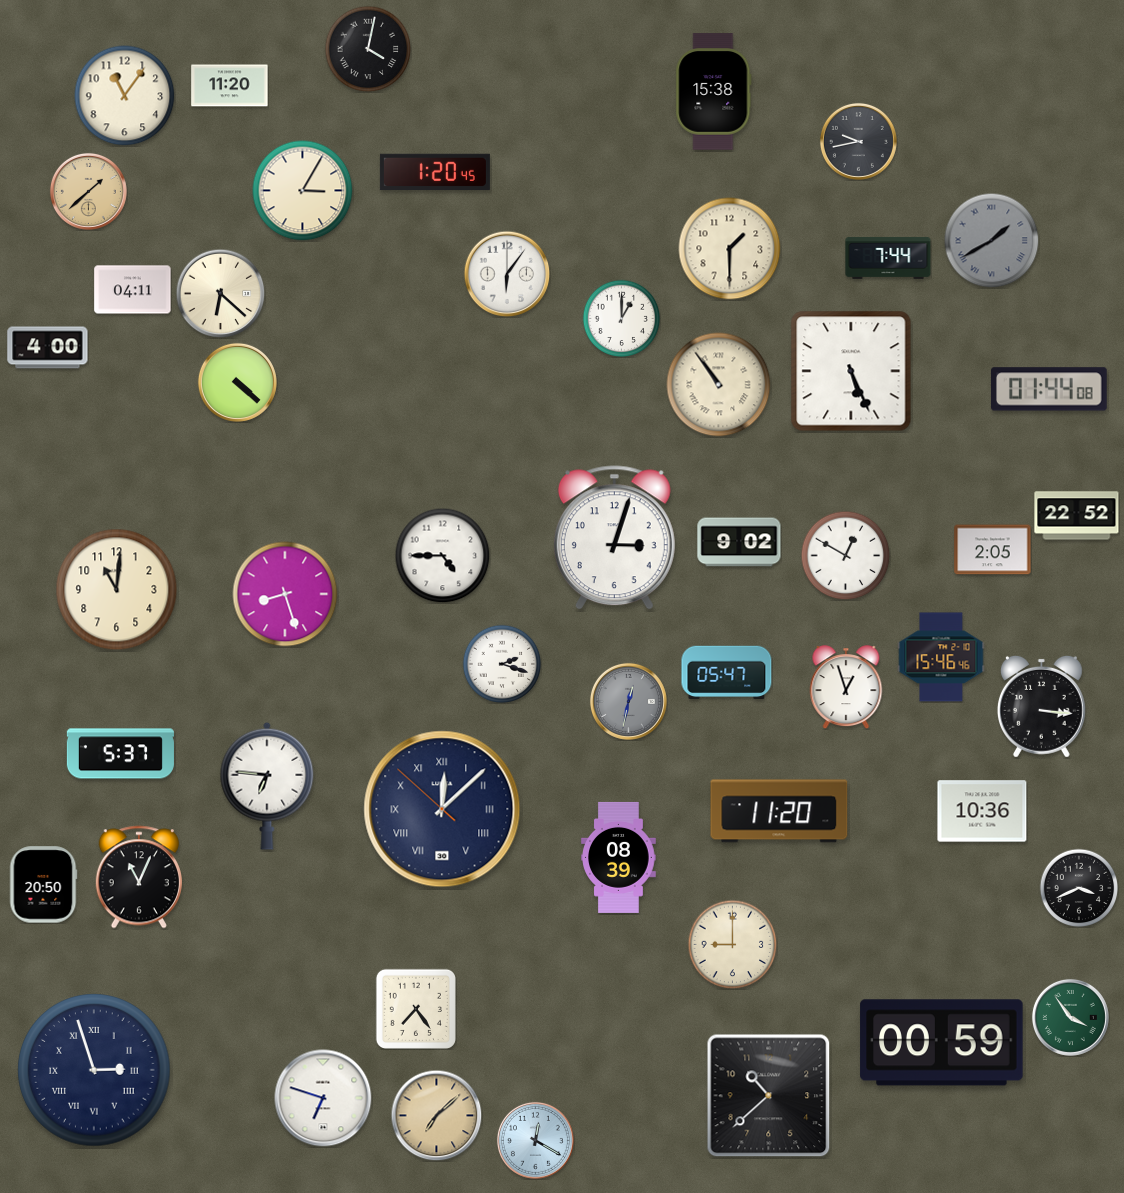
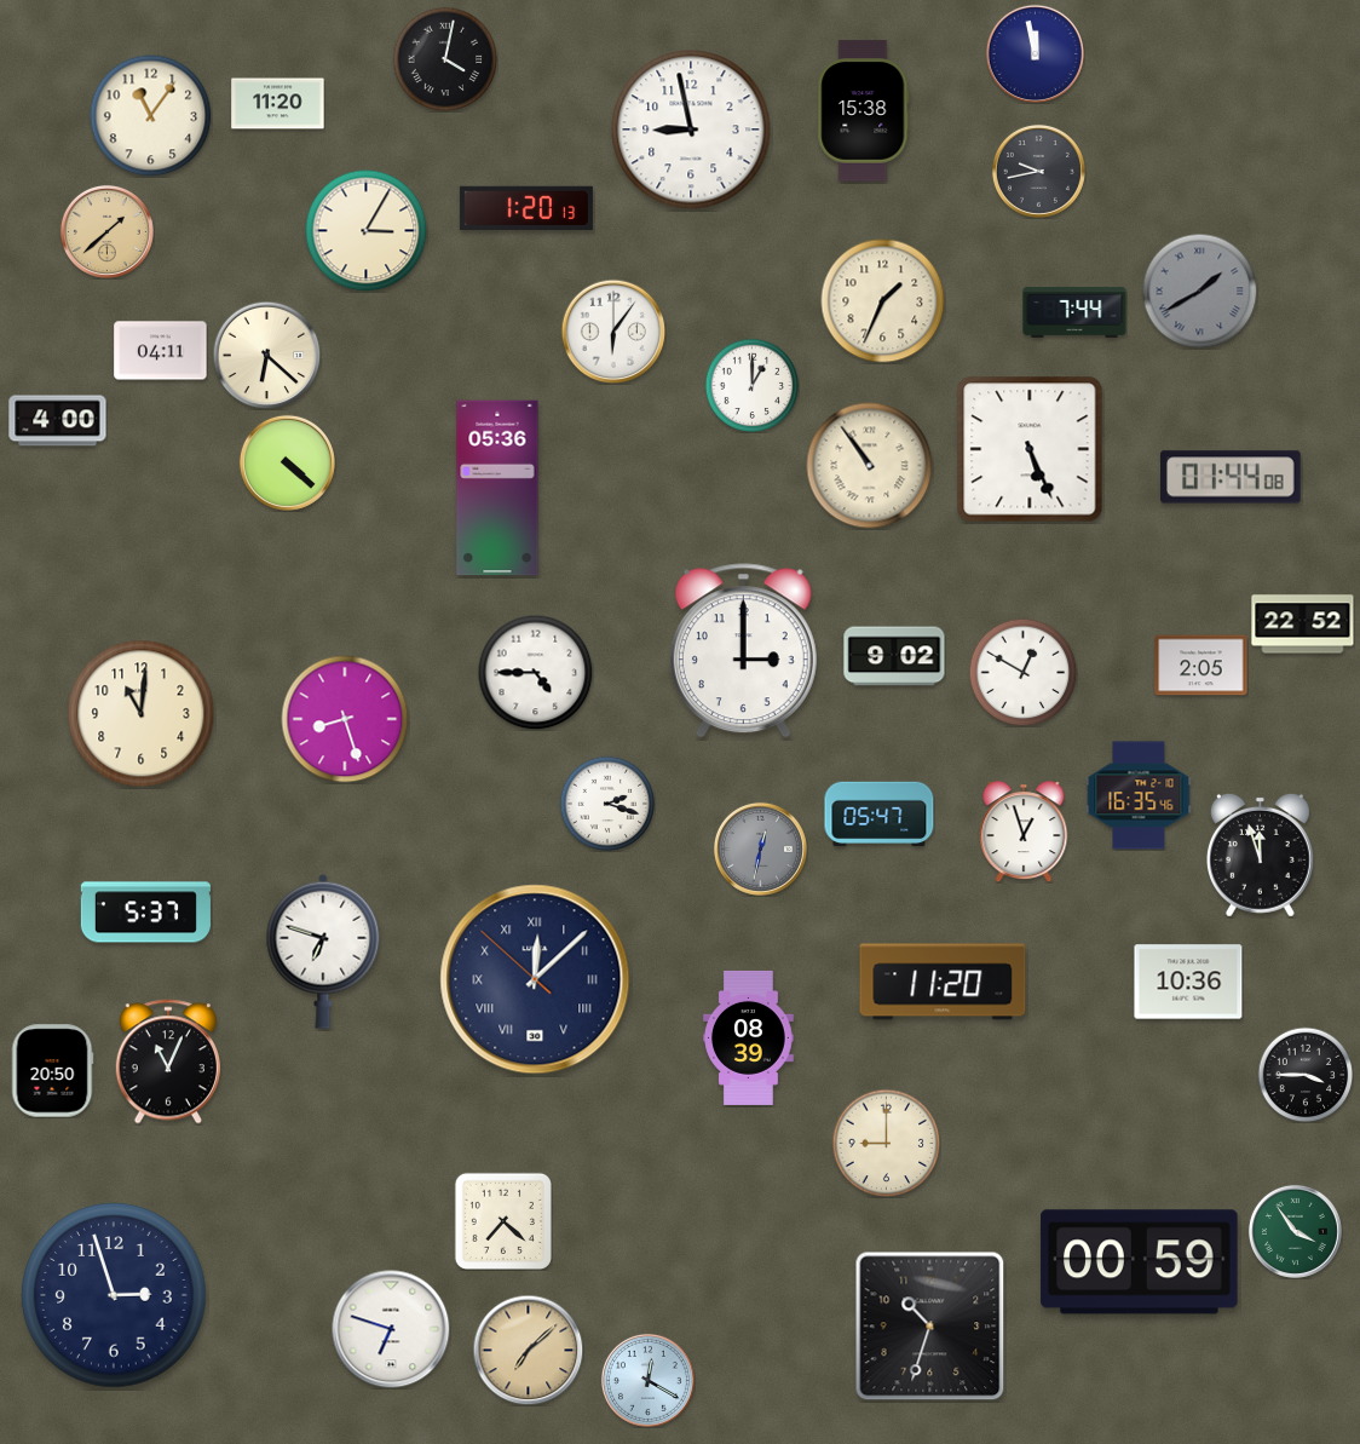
clock at (1035, 53): none -> 11:58
clock at (691, 130): none -> 8:58
clock at (435, 172): 1:20:45 -> 1:20:13
clock at (730, 249): 1:30 -> 1:34
clock at (1050, 389) position: (1050, 389) -> (1232, 477)
clock at (497, 488): none -> 05:36
clock at (614, 538): 3:03 -> 3:00
clock at (941, 657): 15:46 -> 16:35
clock at (1041, 706): 3:16 -> 11:57
clock at (267, 786): 6:46 -> 6:48
clock at (1079, 888): 3:41 -> 3:45
clock at (416, 1009): 7:24 -> 7:22
clock at (94, 1070) numerals: Roman -> Arabic
clock at (769, 1096): 10:38 -> 10:33
